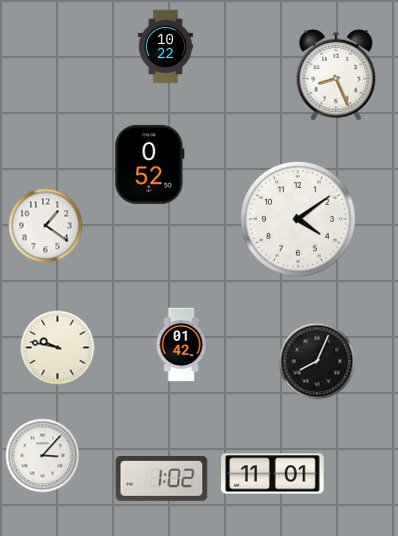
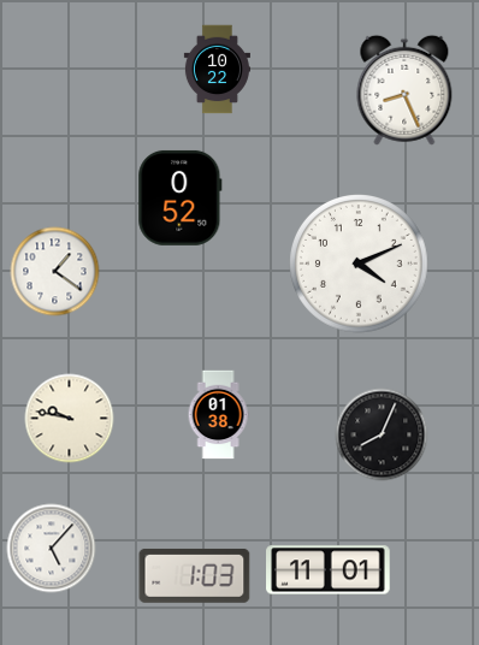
clock at (165, 47) position: (165, 47) -> (217, 70)
clock at (299, 220): 4:09 -> 4:11
clock at (181, 345): 01:42 -> 01:38
clock at (43, 456): 3:07 -> 5:07
clock at (162, 478): 1:02 -> 1:03
